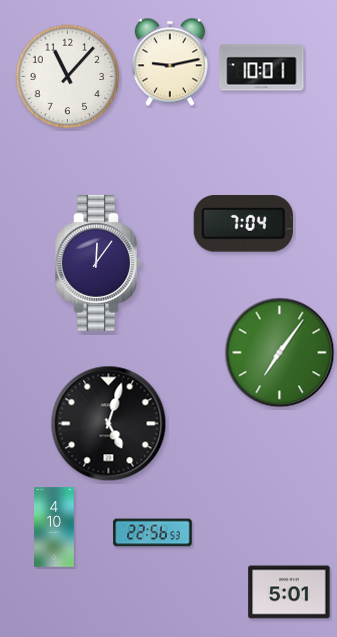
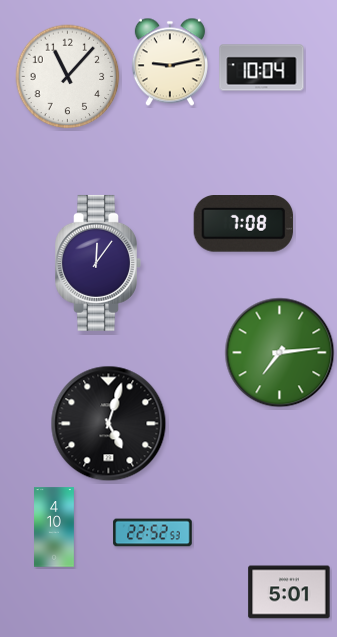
clock at (262, 68): 10:01 -> 10:04
clock at (243, 224): 7:04 -> 7:08
clock at (280, 353): 7:06 -> 7:14
clock at (153, 533): 22:56 -> 22:52
